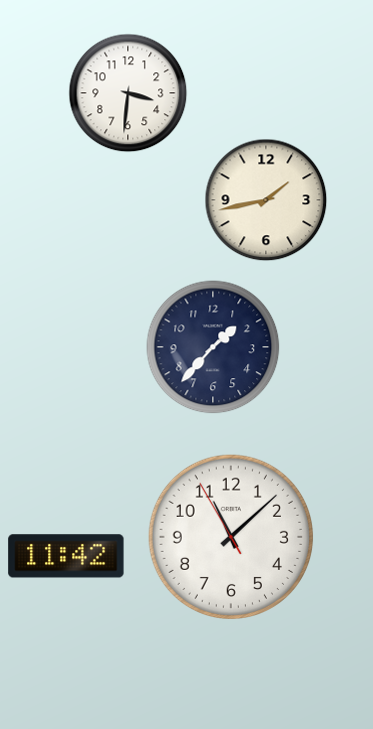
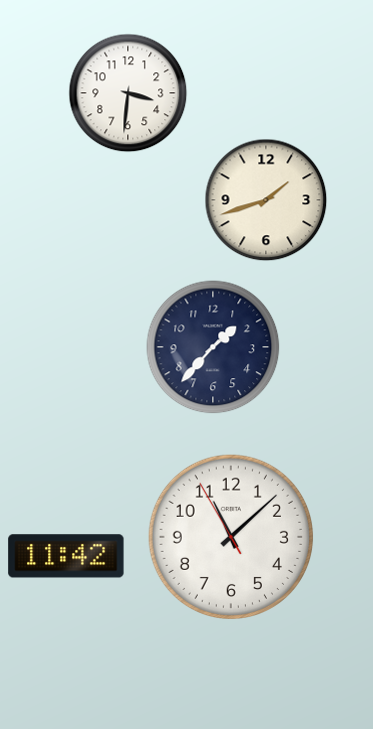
clock at (266, 200): 1:43 -> 1:42
